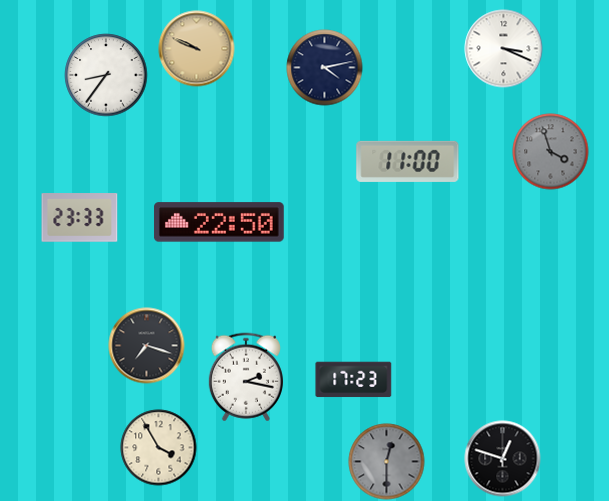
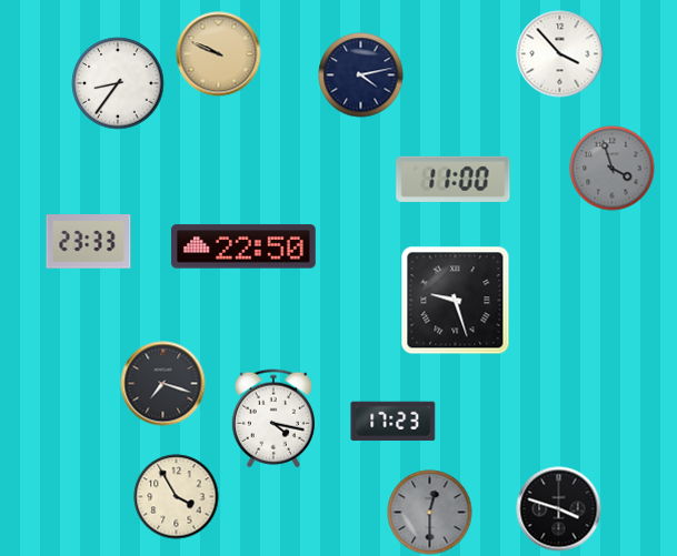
clock at (504, 49): 3:19 -> 3:53
clock at (456, 301): none -> 9:27
clock at (246, 377): 2:17 -> 4:17
clock at (503, 459): 12:48 -> 3:48
